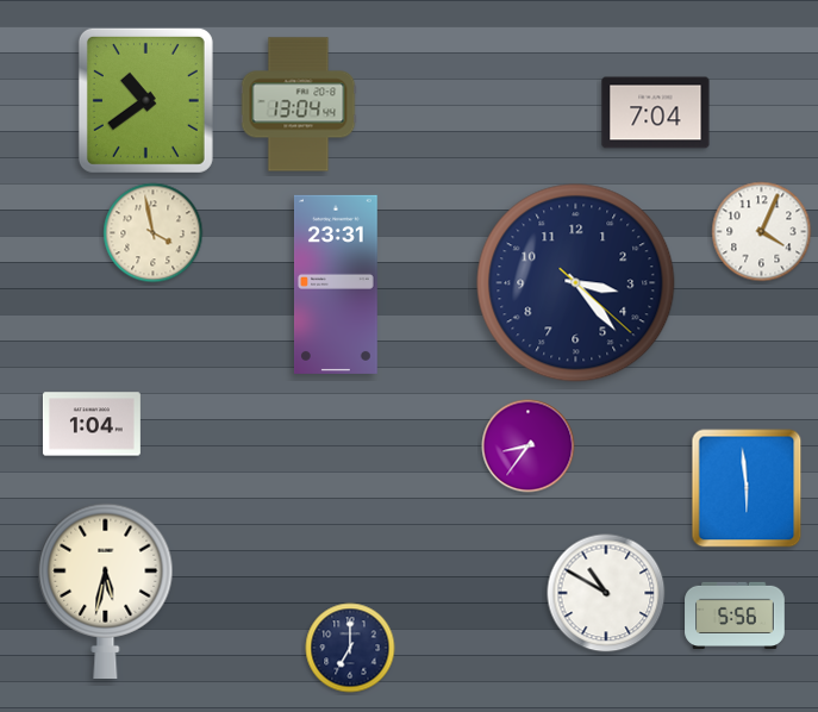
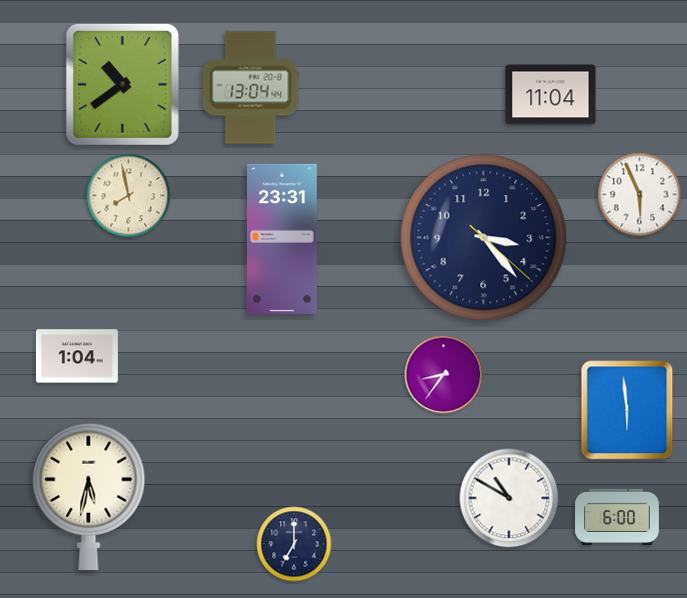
clock at (656, 113): 7:04 -> 11:04
clock at (762, 232): 4:04 -> 5:56
clock at (154, 233): 3:58 -> 7:58
clock at (735, 614): 5:56 -> 6:00
